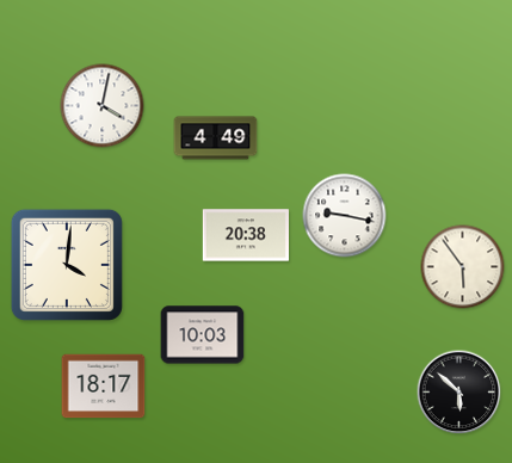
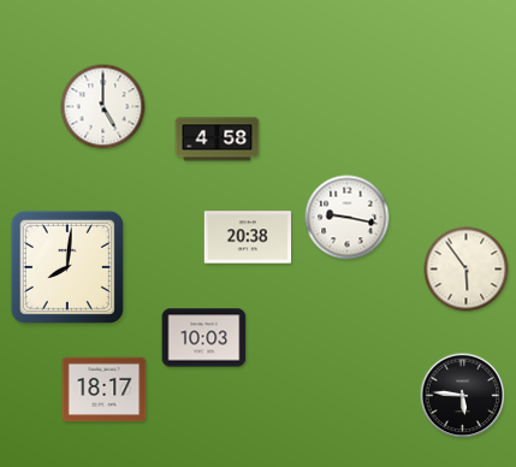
clock at (103, 106): 4:02 -> 5:00
clock at (216, 138): 4:49 -> 4:58
clock at (67, 265): 4:01 -> 8:01
clock at (459, 393): 5:52 -> 5:46
